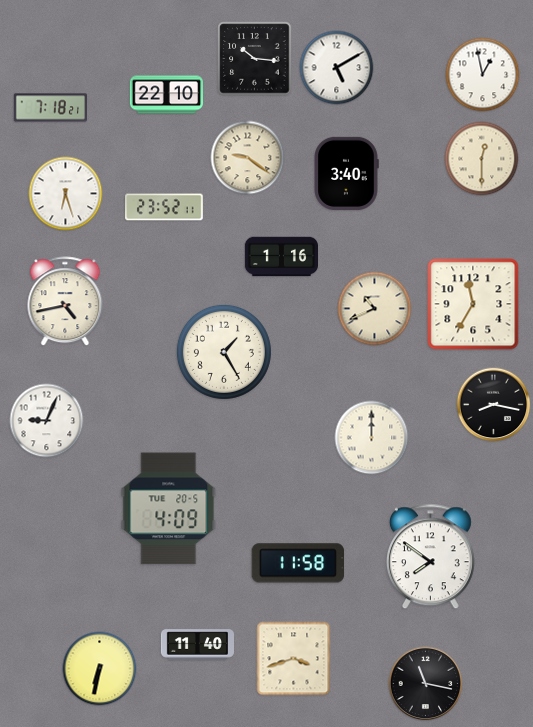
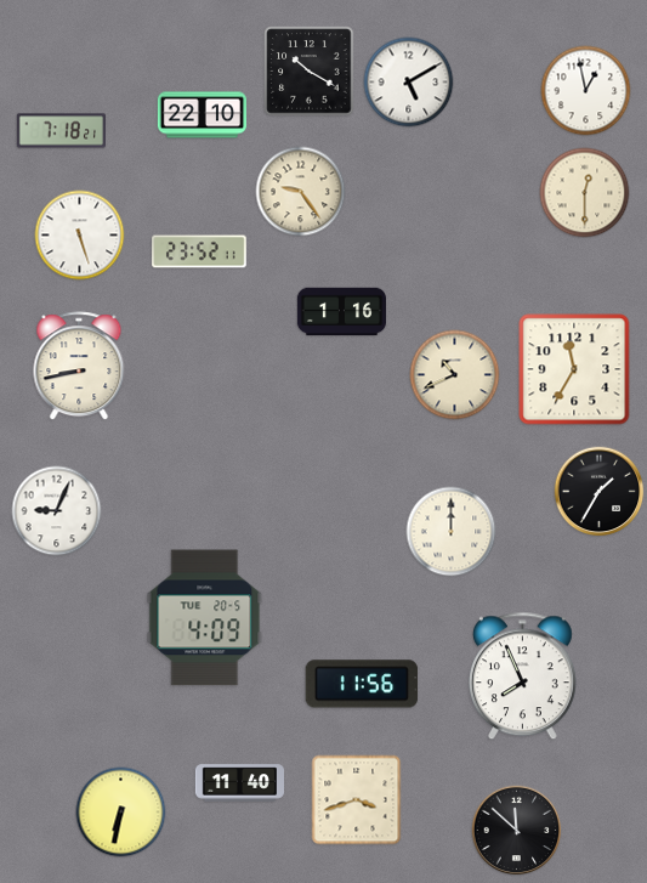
clock at (255, 59): 10:16 -> 10:20
clock at (248, 158): 9:21 -> 9:24
clock at (346, 173): 3:40 -> none
clock at (66, 194): 6:27 -> 5:27
clock at (65, 302): 4:43 -> 8:43
clock at (224, 352): 1:25 -> none
clock at (494, 405): 8:17 -> 1:35
clock at (430, 557): 7:51 -> 7:56
clock at (298, 563): 11:58 -> 11:56
clock at (426, 684): 11:17 -> 11:52
